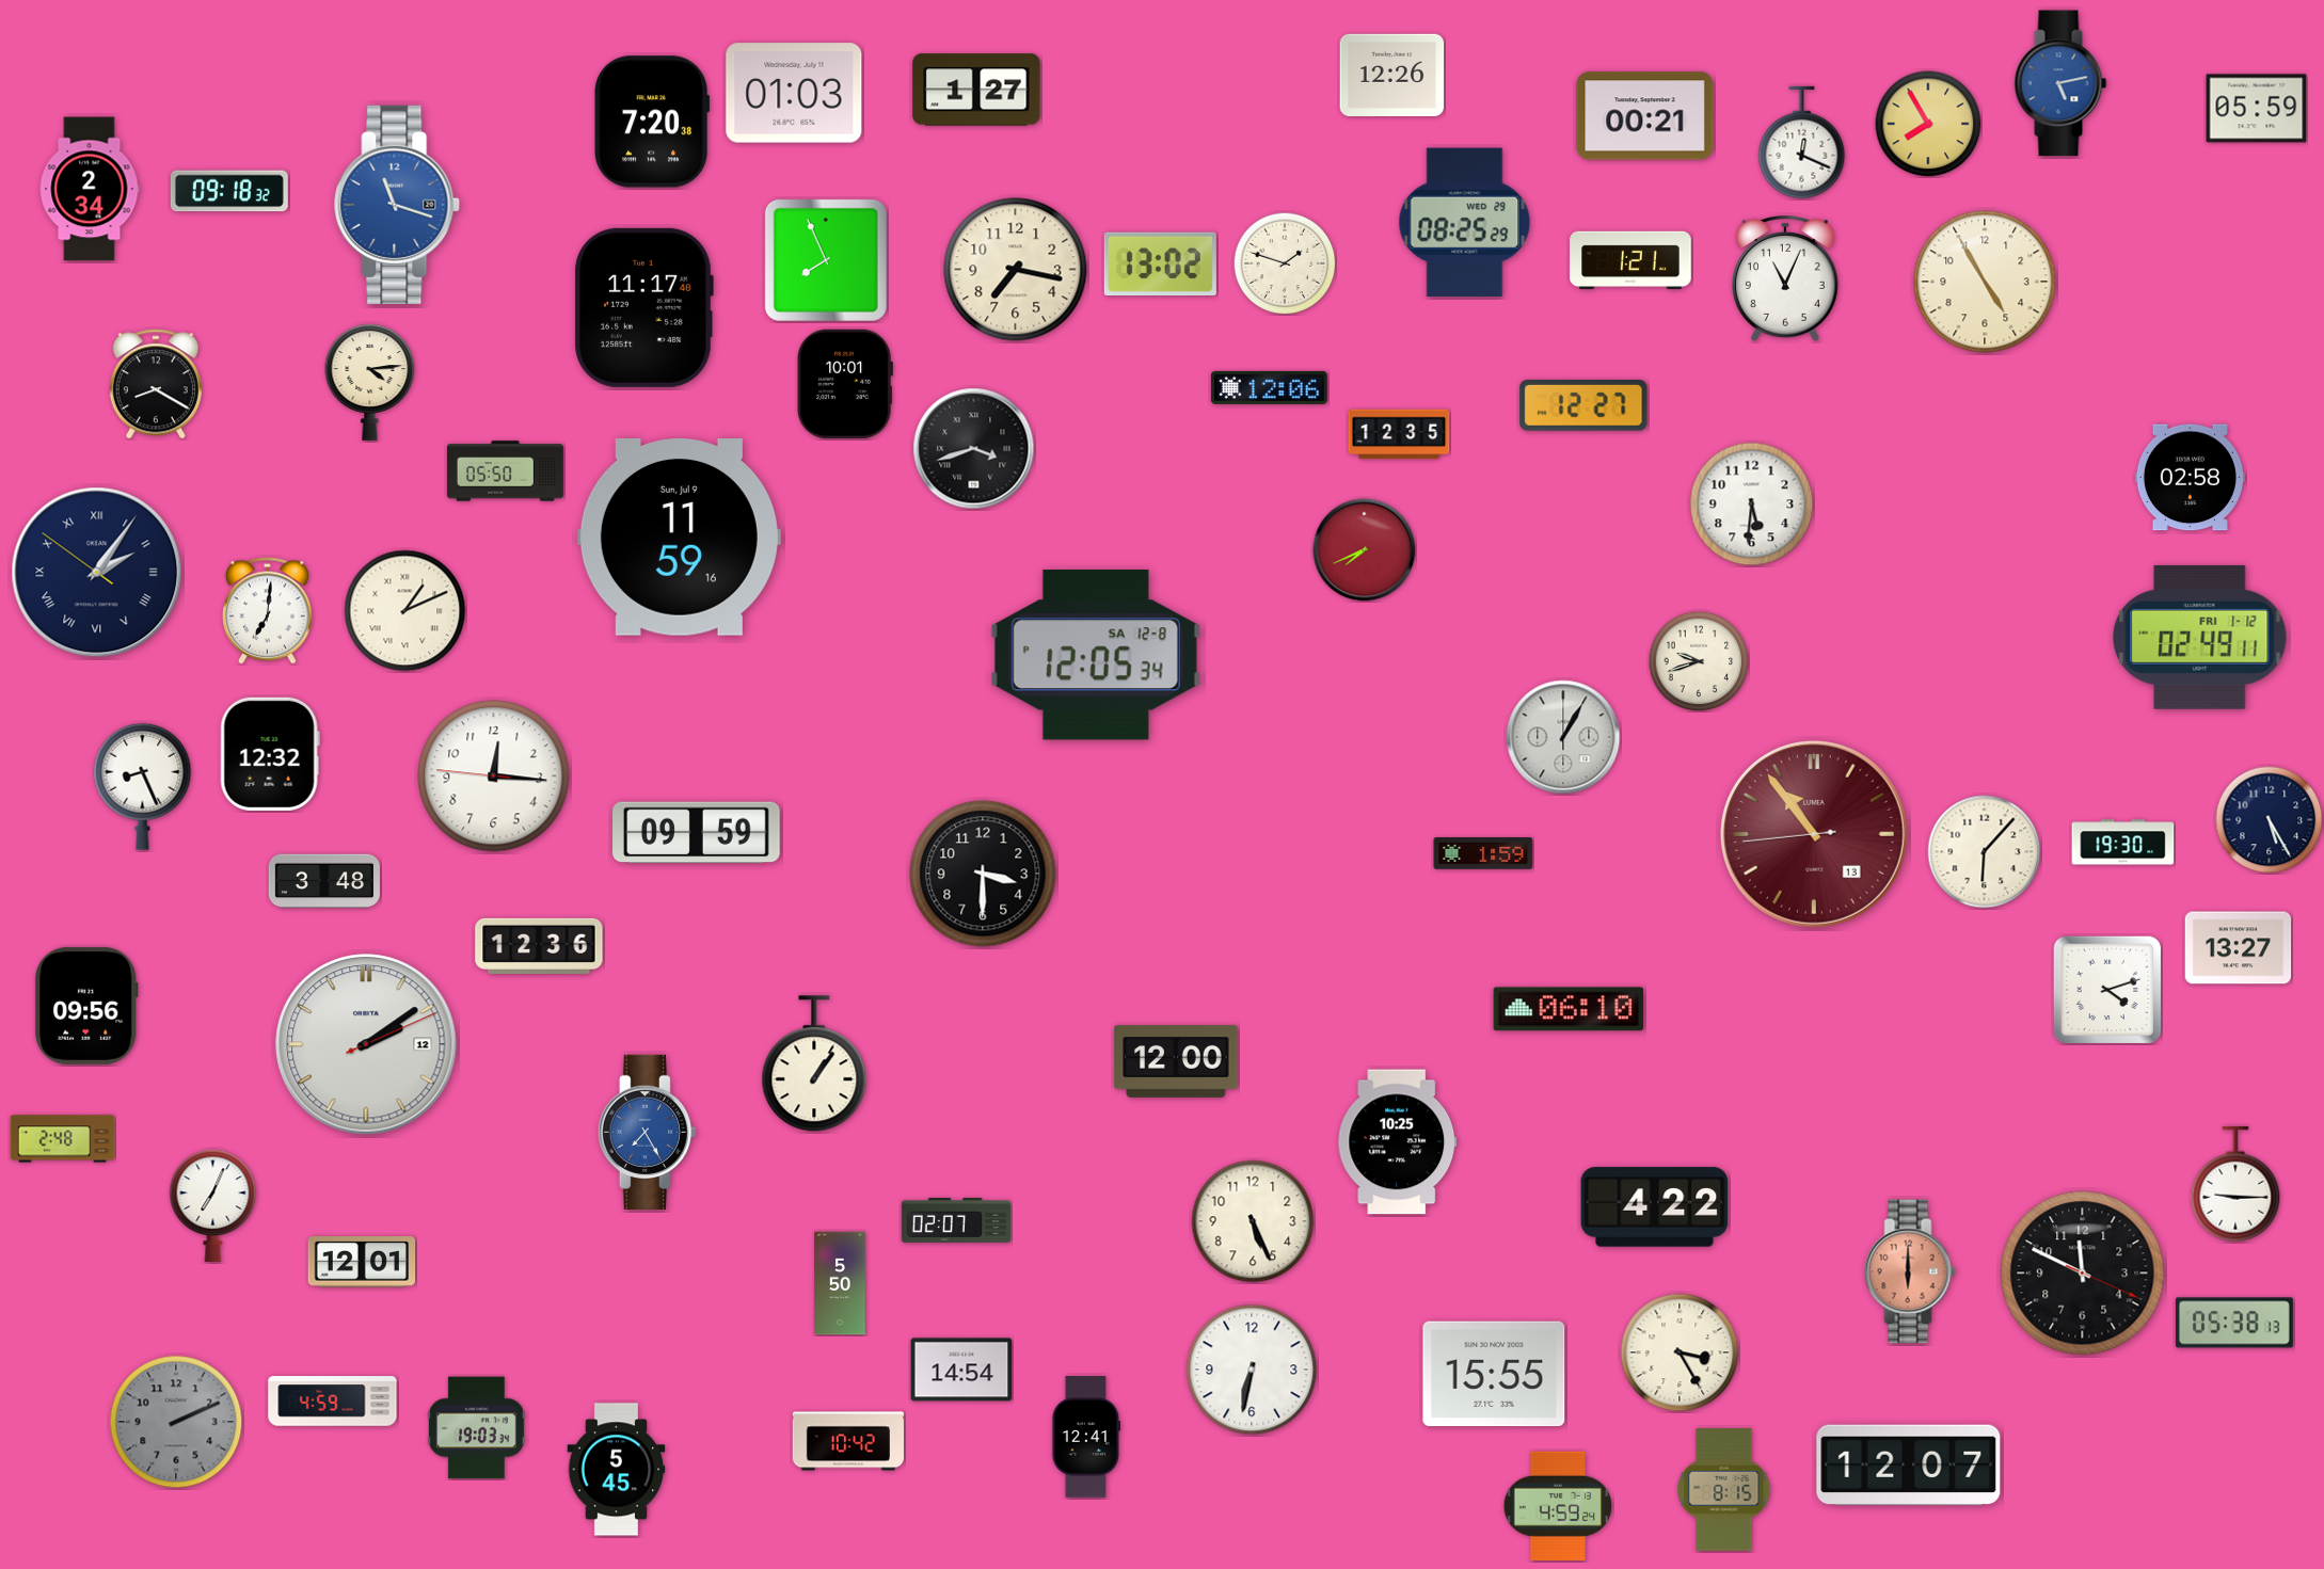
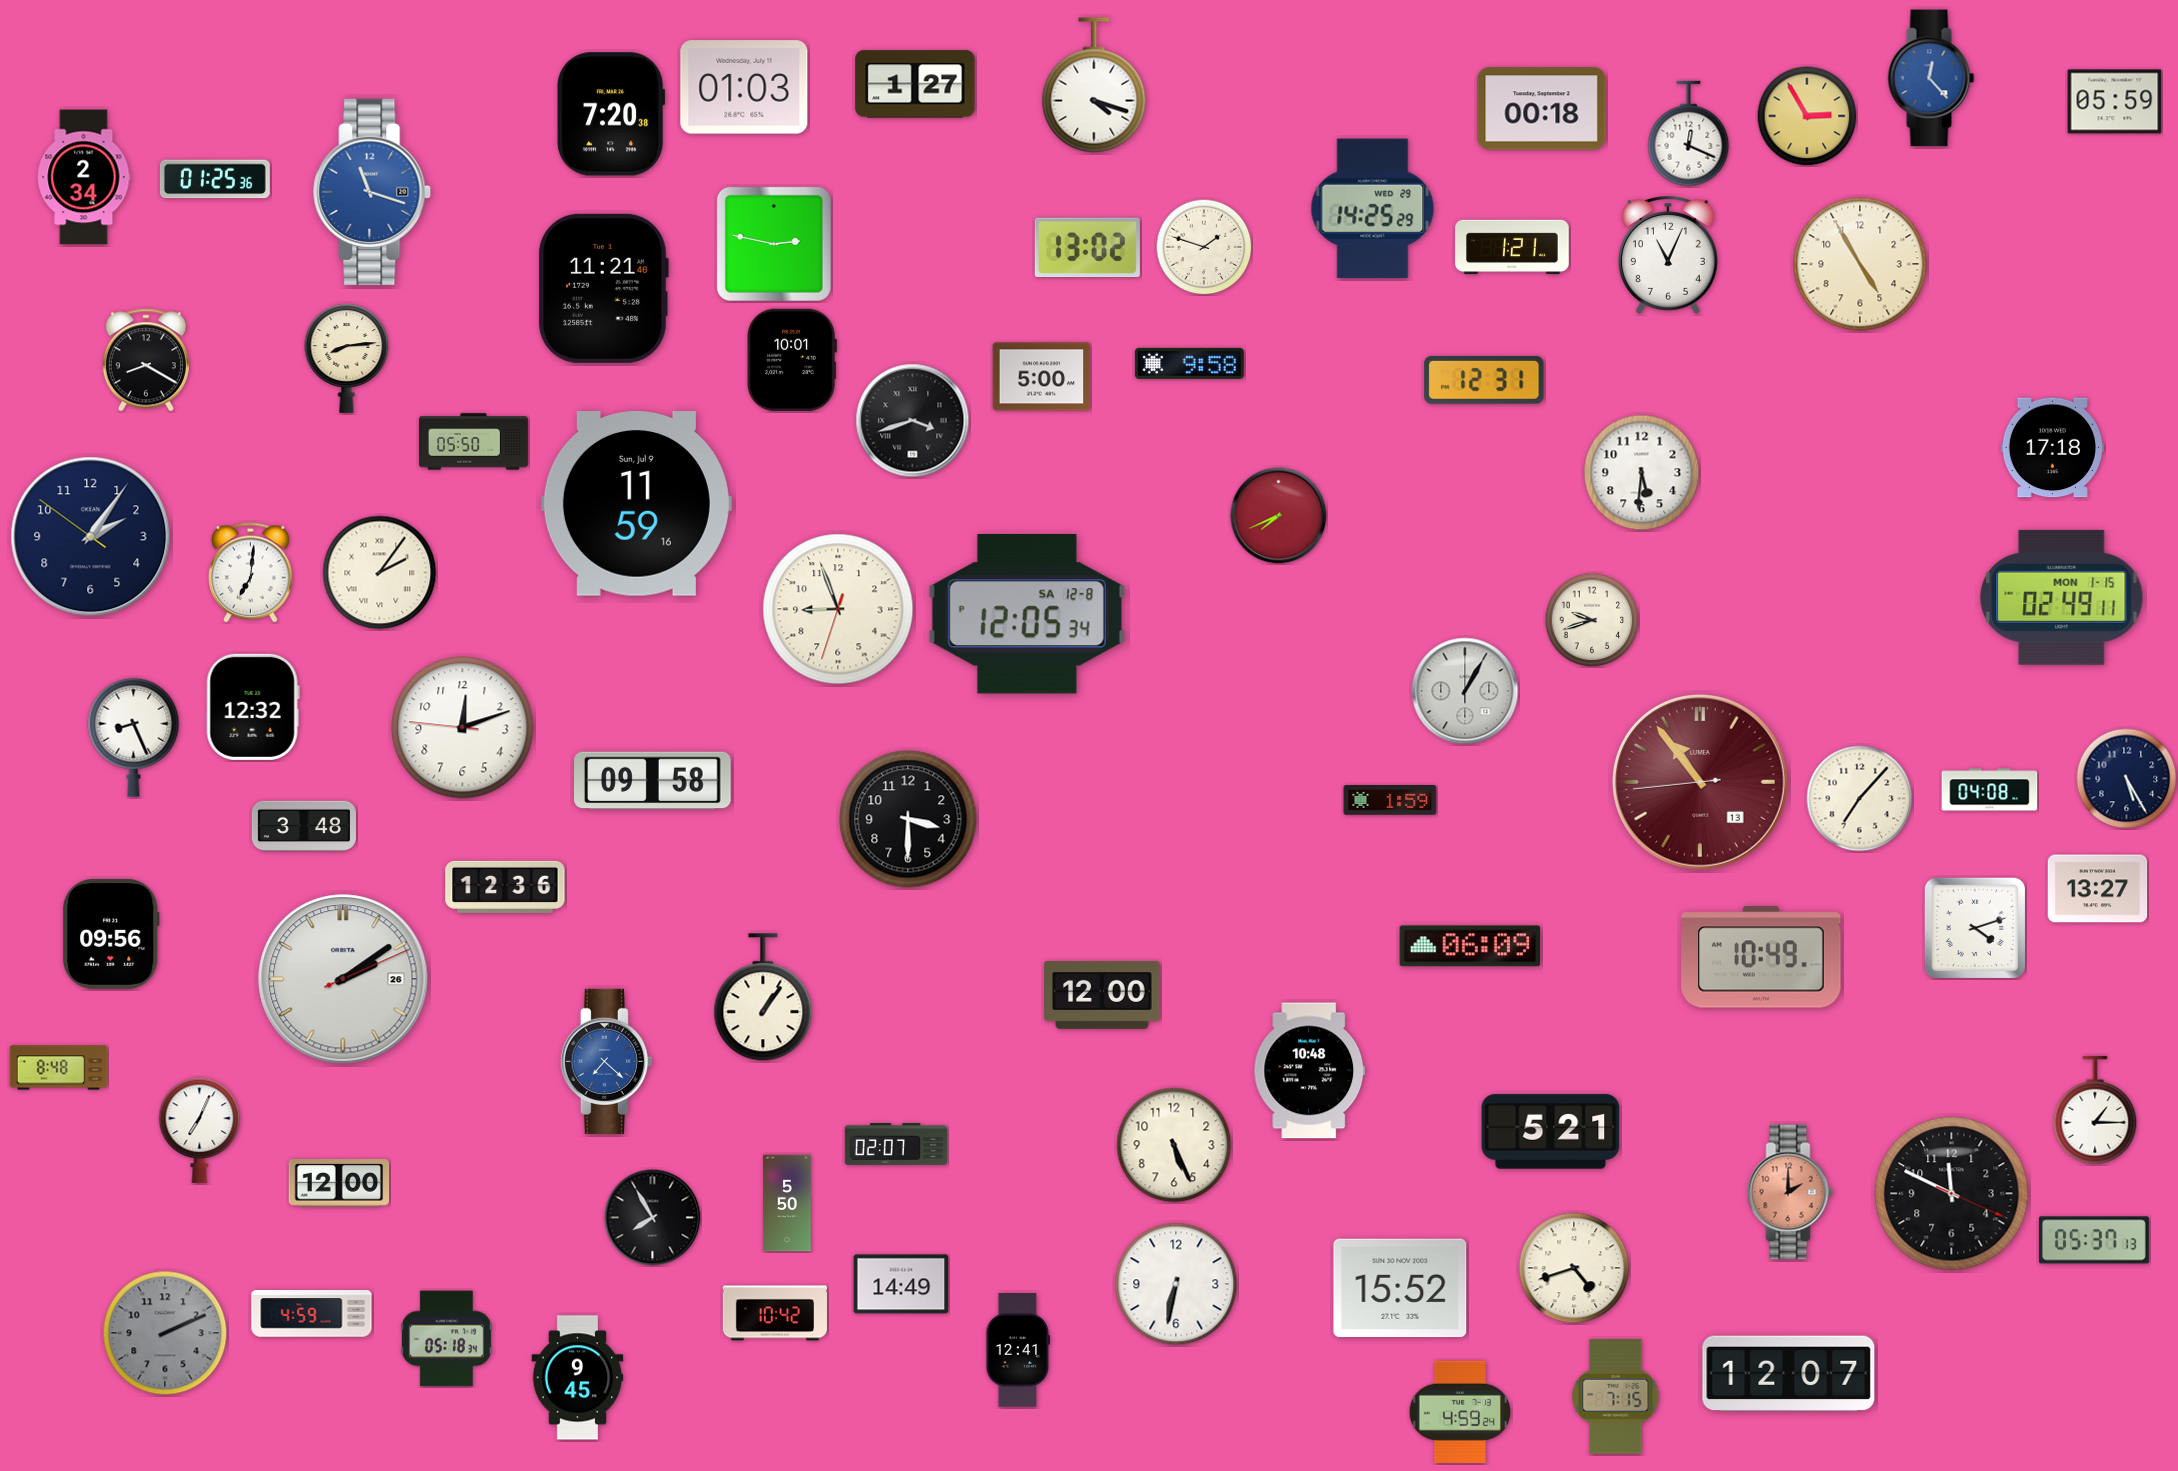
clock at (1392, 75): 12:26 -> none
clock at (2060, 83): 5:13 -> 12:23
clock at (1094, 85): none -> 4:18
clock at (1645, 116): 00:21 -> 00:18
clock at (1928, 124): 7:55 -> 2:55
clock at (229, 191): 09:18 -> 01:25
clock at (1465, 223): 08:25 -> 14:25
clock at (826, 260): 7:56 -> 2:47
clock at (1630, 260) position: (1630, 260) -> (1512, 247)
clock at (1016, 270): 7:17 -> none
clock at (1785, 278) position: (1785, 278) -> (1668, 255)
clock at (643, 307): 11:17 -> 11:21
clock at (370, 382): 4:14 -> 8:14
clock at (1269, 387): 12:06 -> 9:58
clock at (1042, 377): none -> 5:00
clock at (1583, 405): 12:27 -> 12:31
clock at (1399, 434): 12:35 -> none
clock at (2190, 478): 02:58 -> 17:18
clock at (97, 573) numerals: Roman -> Arabic
clock at (405, 611): 1:11 -> 2:06
clock at (2200, 637) date: FRI 1-12 -> MON 1-15
clock at (838, 609): none -> 8:56
clock at (494, 777): 12:15 -> 12:11
clock at (2270, 820) position: (2270, 820) -> (2127, 779)
clock at (697, 833): 09:59 -> 09:58
clock at (2123, 843): 19:30 -> 04:08
clock at (1985, 852): 6:07 -> 7:07
clock at (983, 874) position: (983, 874) -> (908, 819)
clock at (87, 1006) position: (87, 1006) -> (112, 934)
clock at (1569, 1009): 06:10 -> 06:09
clock at (1761, 957): none -> 10:49
clock at (366, 1044) date: 12 -> 26
clock at (647, 1132): 7:25 -> 7:22
clock at (63, 1139): 2:48 -> 8:48
clock at (1398, 1142): 10:25 -> 10:48
clock at (2235, 1184): 9:15 -> 1:15
clock at (1655, 1207): 4:22 -> 5:21
clock at (362, 1263): 12:01 -> 12:00
clock at (1910, 1271): 6:00 -> 2:00
clock at (653, 1218): none -> 7:55
clock at (2234, 1323): 05:38 -> 05:37
clock at (1680, 1352): 3:25 -> 4:42
clock at (961, 1370): 14:54 -> 14:49
clock at (1252, 1370) position: (1252, 1370) -> (1176, 1284)
clock at (1494, 1374): 15:55 -> 15:52
clock at (476, 1428): 19:03 -> 05:18
clock at (1086, 1437) position: (1086, 1437) -> (1018, 1350)
clock at (848, 1441) position: (848, 1441) -> (775, 1313)
clock at (617, 1470): 5:45 -> 9:45
clock at (1724, 1490): 8:15 -> 7:15
